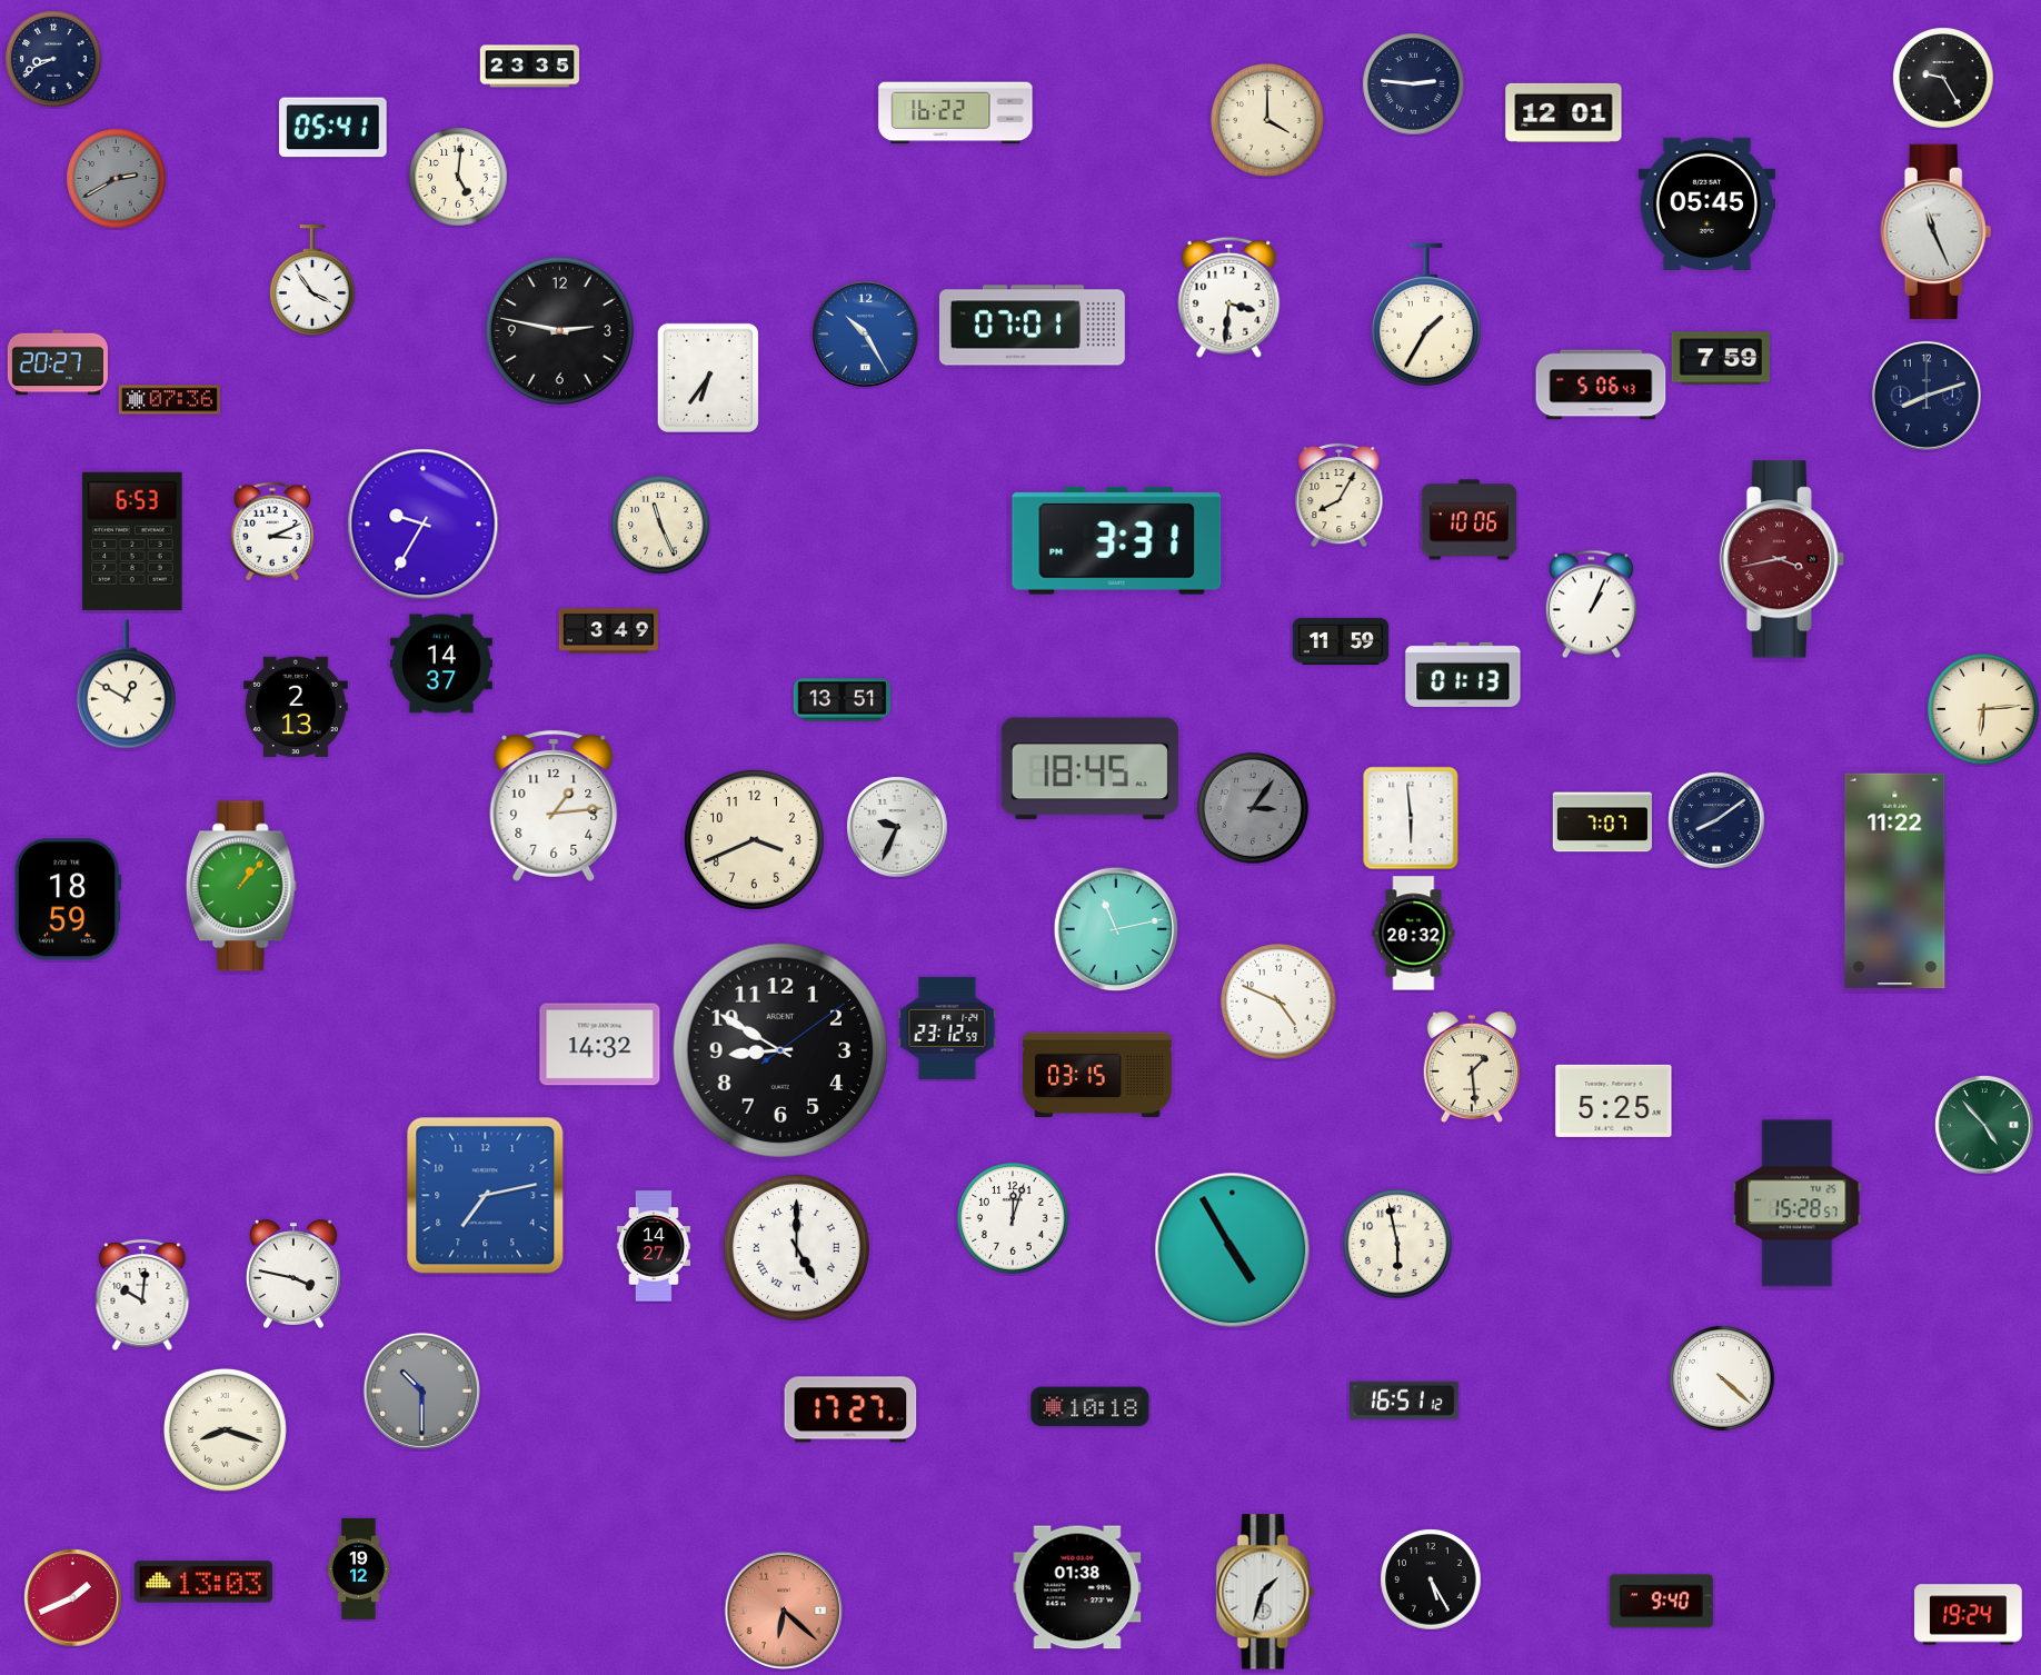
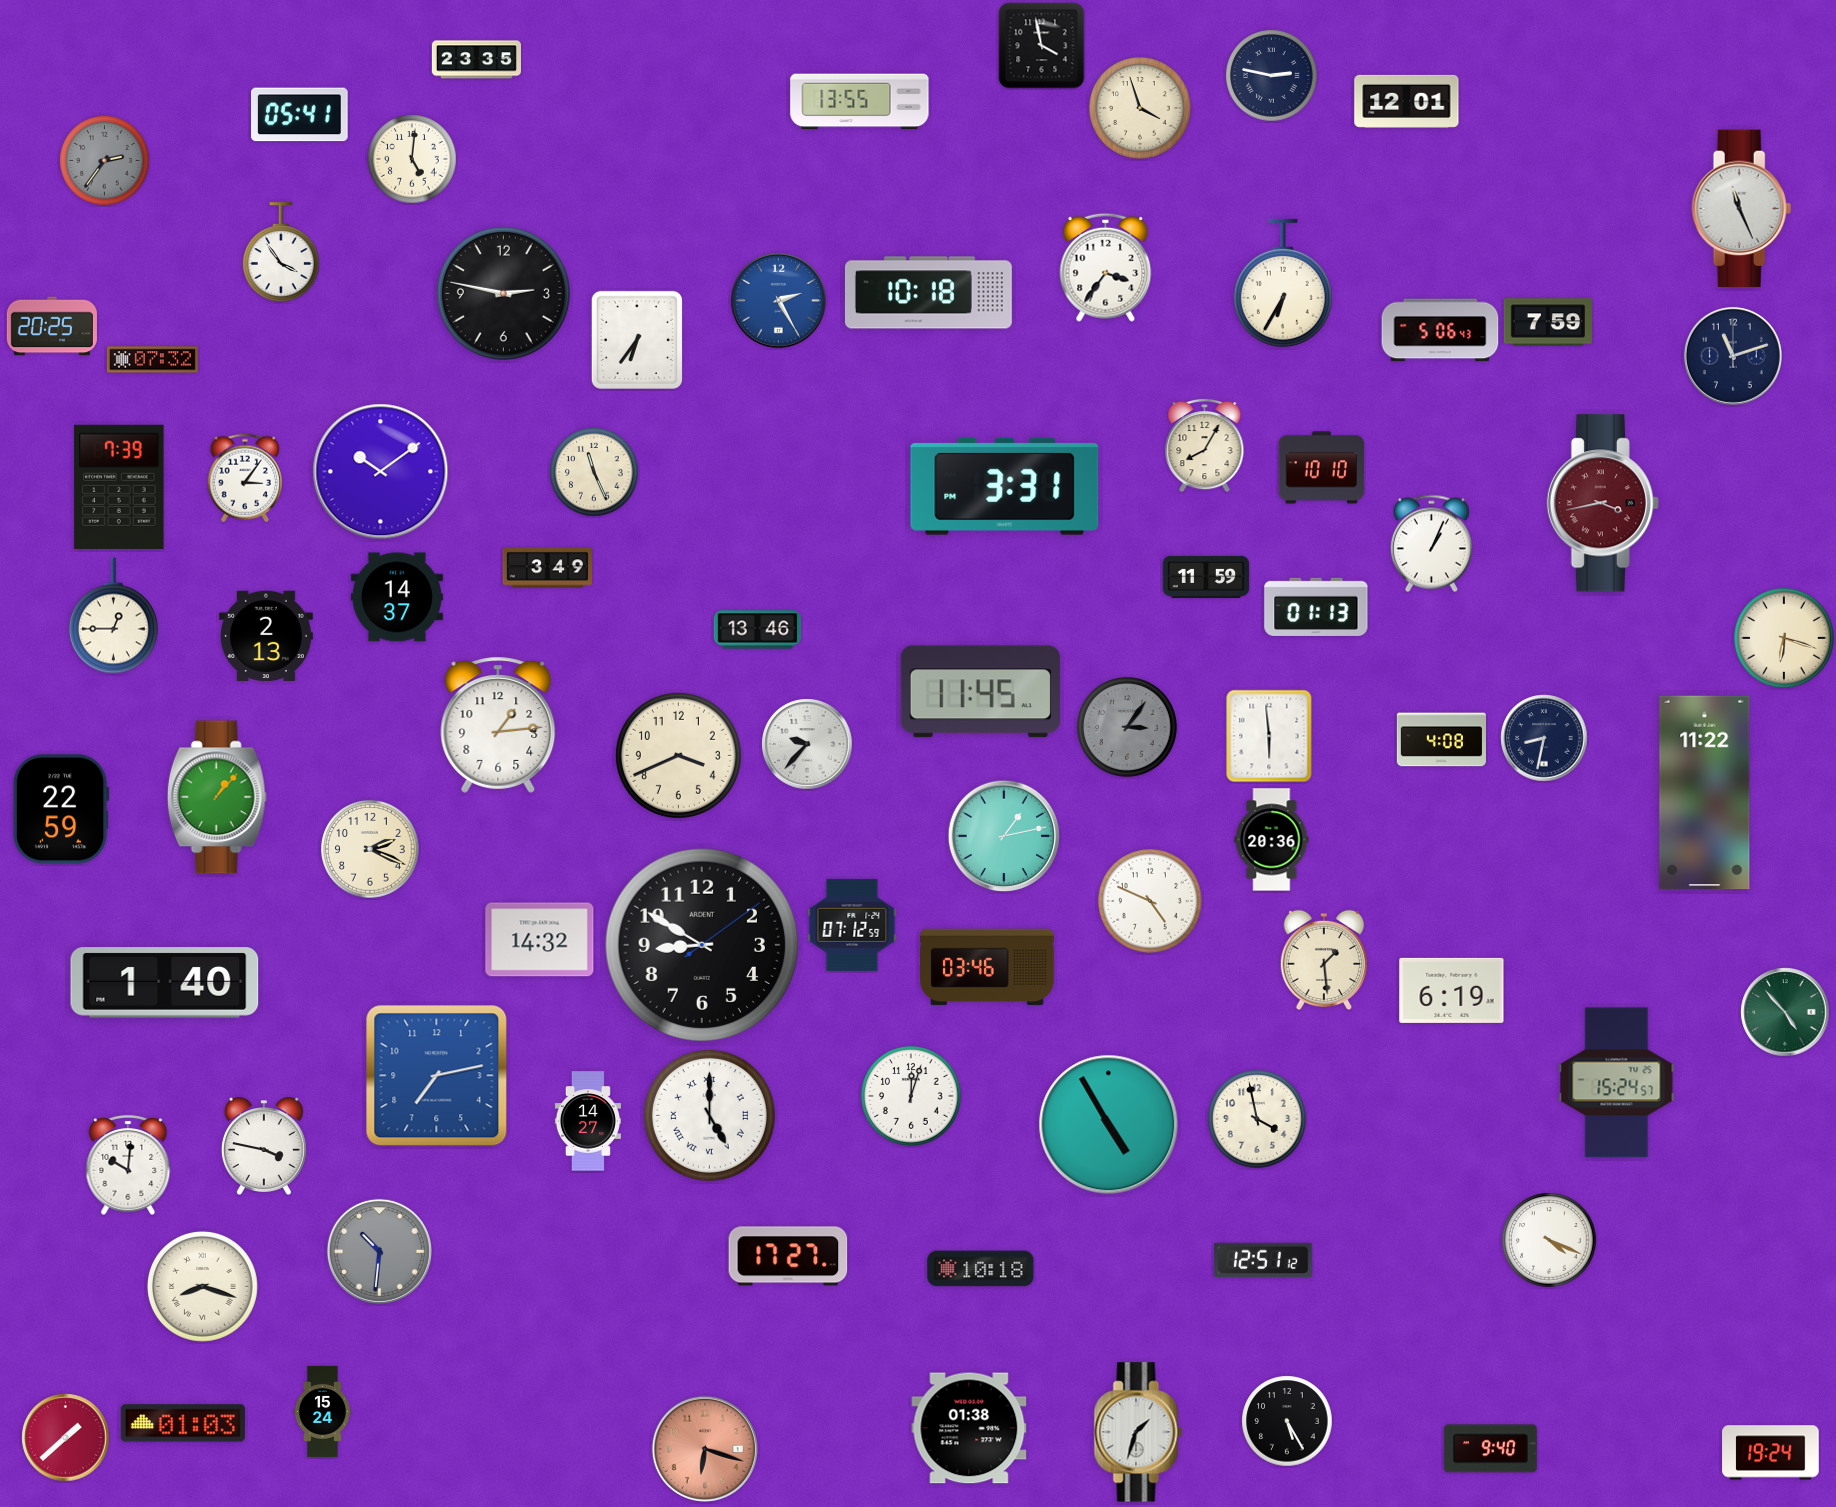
clock at (1042, 46): none -> 3:58
clock at (53, 59): 8:41 -> none
clock at (1943, 78): 9:25 -> none
clock at (1414, 84): 2:46 -> 2:47
clock at (956, 113): 16:22 -> 13:55
clock at (1268, 121): 4:00 -> 3:57
clock at (117, 179): 2:40 -> 2:36
clock at (1706, 203): 05:45 -> none
clock at (1229, 297): 3:31 -> 3:36
clock at (1426, 315): 1:35 -> 6:35
clock at (1032, 326): 07:01 -> 10:18
clock at (559, 330) position: (559, 330) -> (503, 293)
clock at (865, 333): 10:25 -> 2:25
clock at (58, 362): 20:27 -> 20:25
clock at (1601, 385) position: (1601, 385) -> (1440, 330)
clock at (1926, 396): 8:12 -> 11:12
clock at (169, 400): 07:36 -> 07:32
clock at (1470, 520): 10:06 -> 10:10
clock at (424, 525): 9:35 -> 10:09
clock at (271, 531): 3:11 -> 3:06
clock at (132, 541): 6:53 -> 7:39
clock at (126, 685): 12:50 -> 12:45
clock at (843, 700): 13:51 -> 13:46
clock at (1983, 709): 6:14 -> 6:18
clock at (1089, 769): 18:45 -> 11:45
clock at (1716, 820): 8:09 -> 8:32
clock at (1602, 822): 7:07 -> 4:08
clock at (897, 827): 9:34 -> 9:37
clock at (68, 899): 18:59 -> 22:59
clock at (1116, 929): 11:13 -> 1:13
clock at (1414, 934): 20:32 -> 20:36
clock at (370, 849): none -> 2:19
clock at (947, 1028): 23:12 -> 07:12
clock at (1097, 1075): 03:15 -> 03:46
clock at (165, 983): none -> 1:40
clock at (1614, 1100): 5:25 -> 6:19
clock at (1798, 1204): 15:28 -> 15:24
clock at (1397, 1244): 5:58 -> 3:58
clock at (796, 1247) position: (796, 1247) -> (709, 1115)
clock at (1722, 1378): 4:22 -> 4:19
clock at (421, 1390): 10:30 -> 10:31
clock at (1404, 1400): 16:51 -> 12:51
clock at (1091, 1407) position: (1091, 1407) -> (981, 1269)
clock at (850, 1409) position: (850, 1409) -> (788, 1256)
clock at (358, 1568): 19:12 -> 15:24
clock at (203, 1582): 13:03 -> 01:03
clock at (73, 1598): 1:41 -> 1:38
clock at (1661, 1602) position: (1661, 1602) -> (1490, 1449)
clock at (784, 1611): 6:22 -> 6:18
